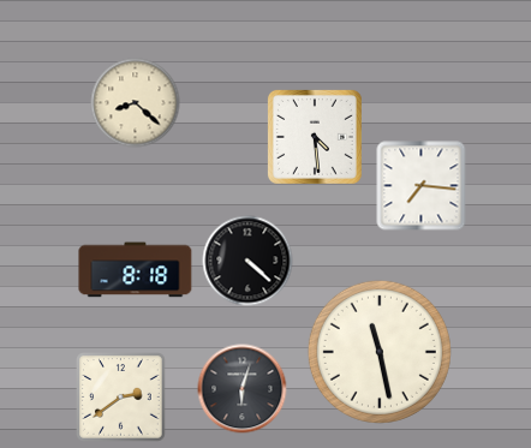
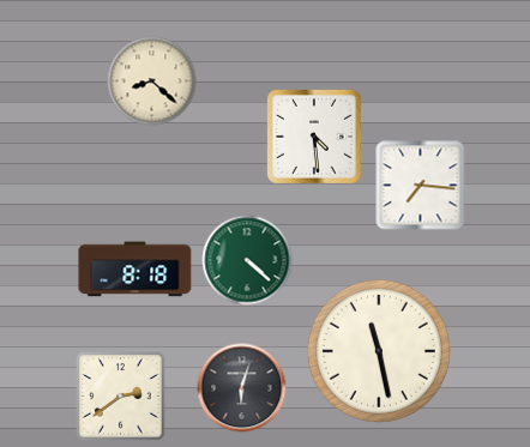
clock at (136, 103) position: (136, 103) -> (152, 81)
clock at (247, 261) dial: black -> green
